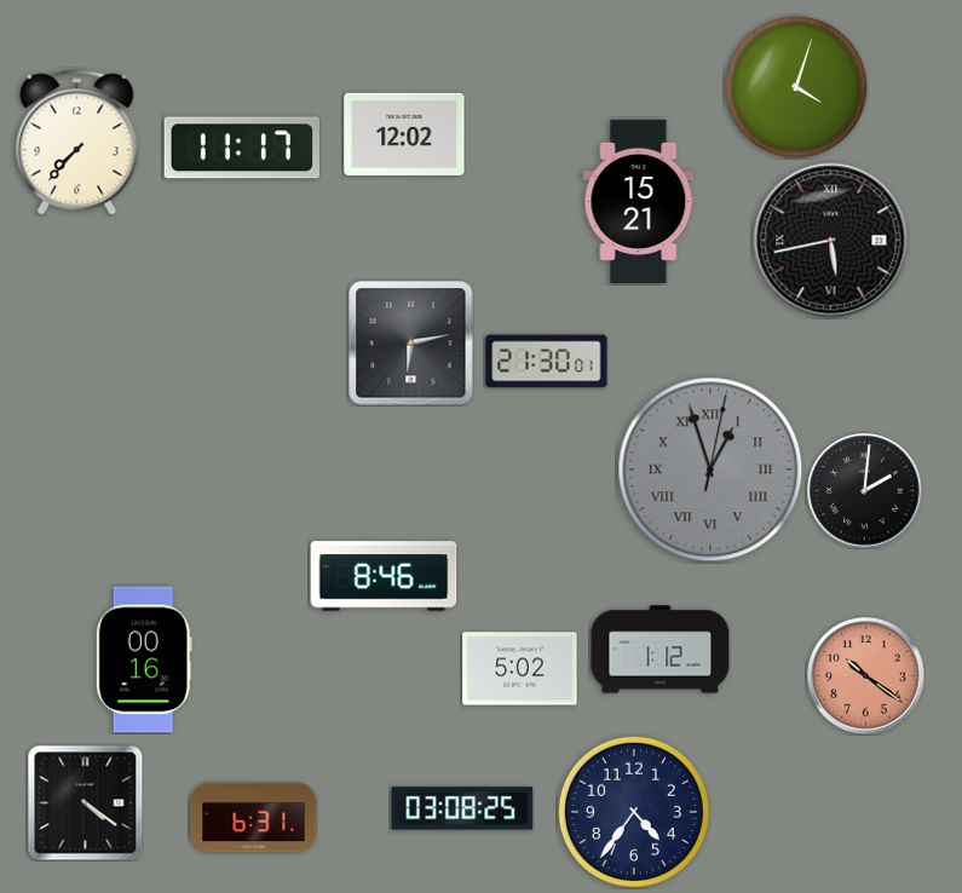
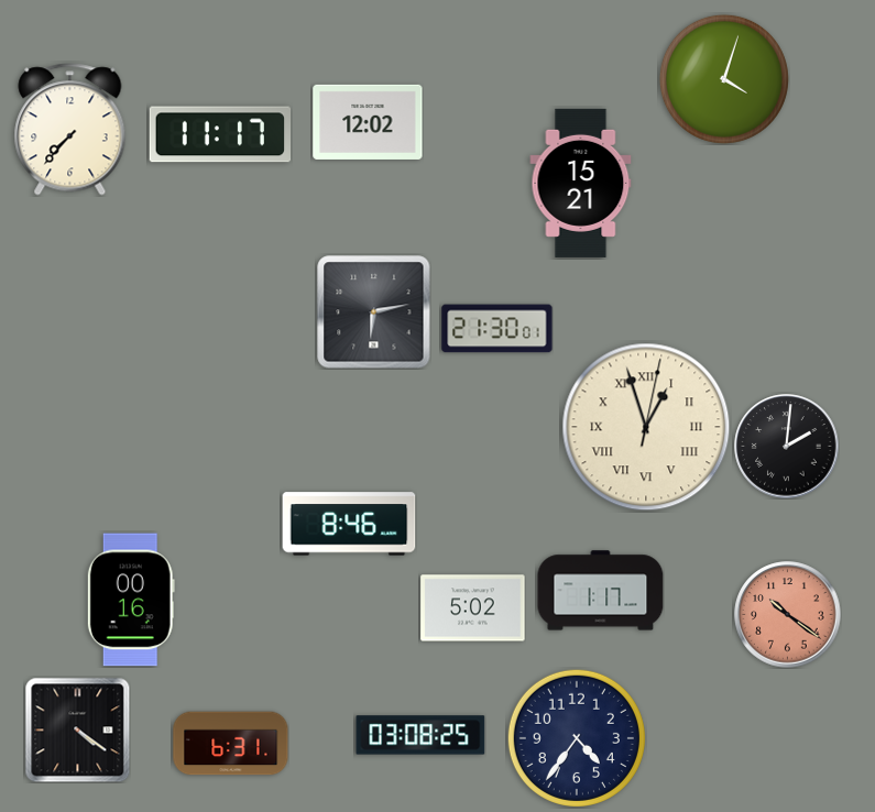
clock at (831, 241): 5:43 -> none
clock at (710, 469) dial: grey -> cream
clock at (661, 650): 1:12 -> 1:17
